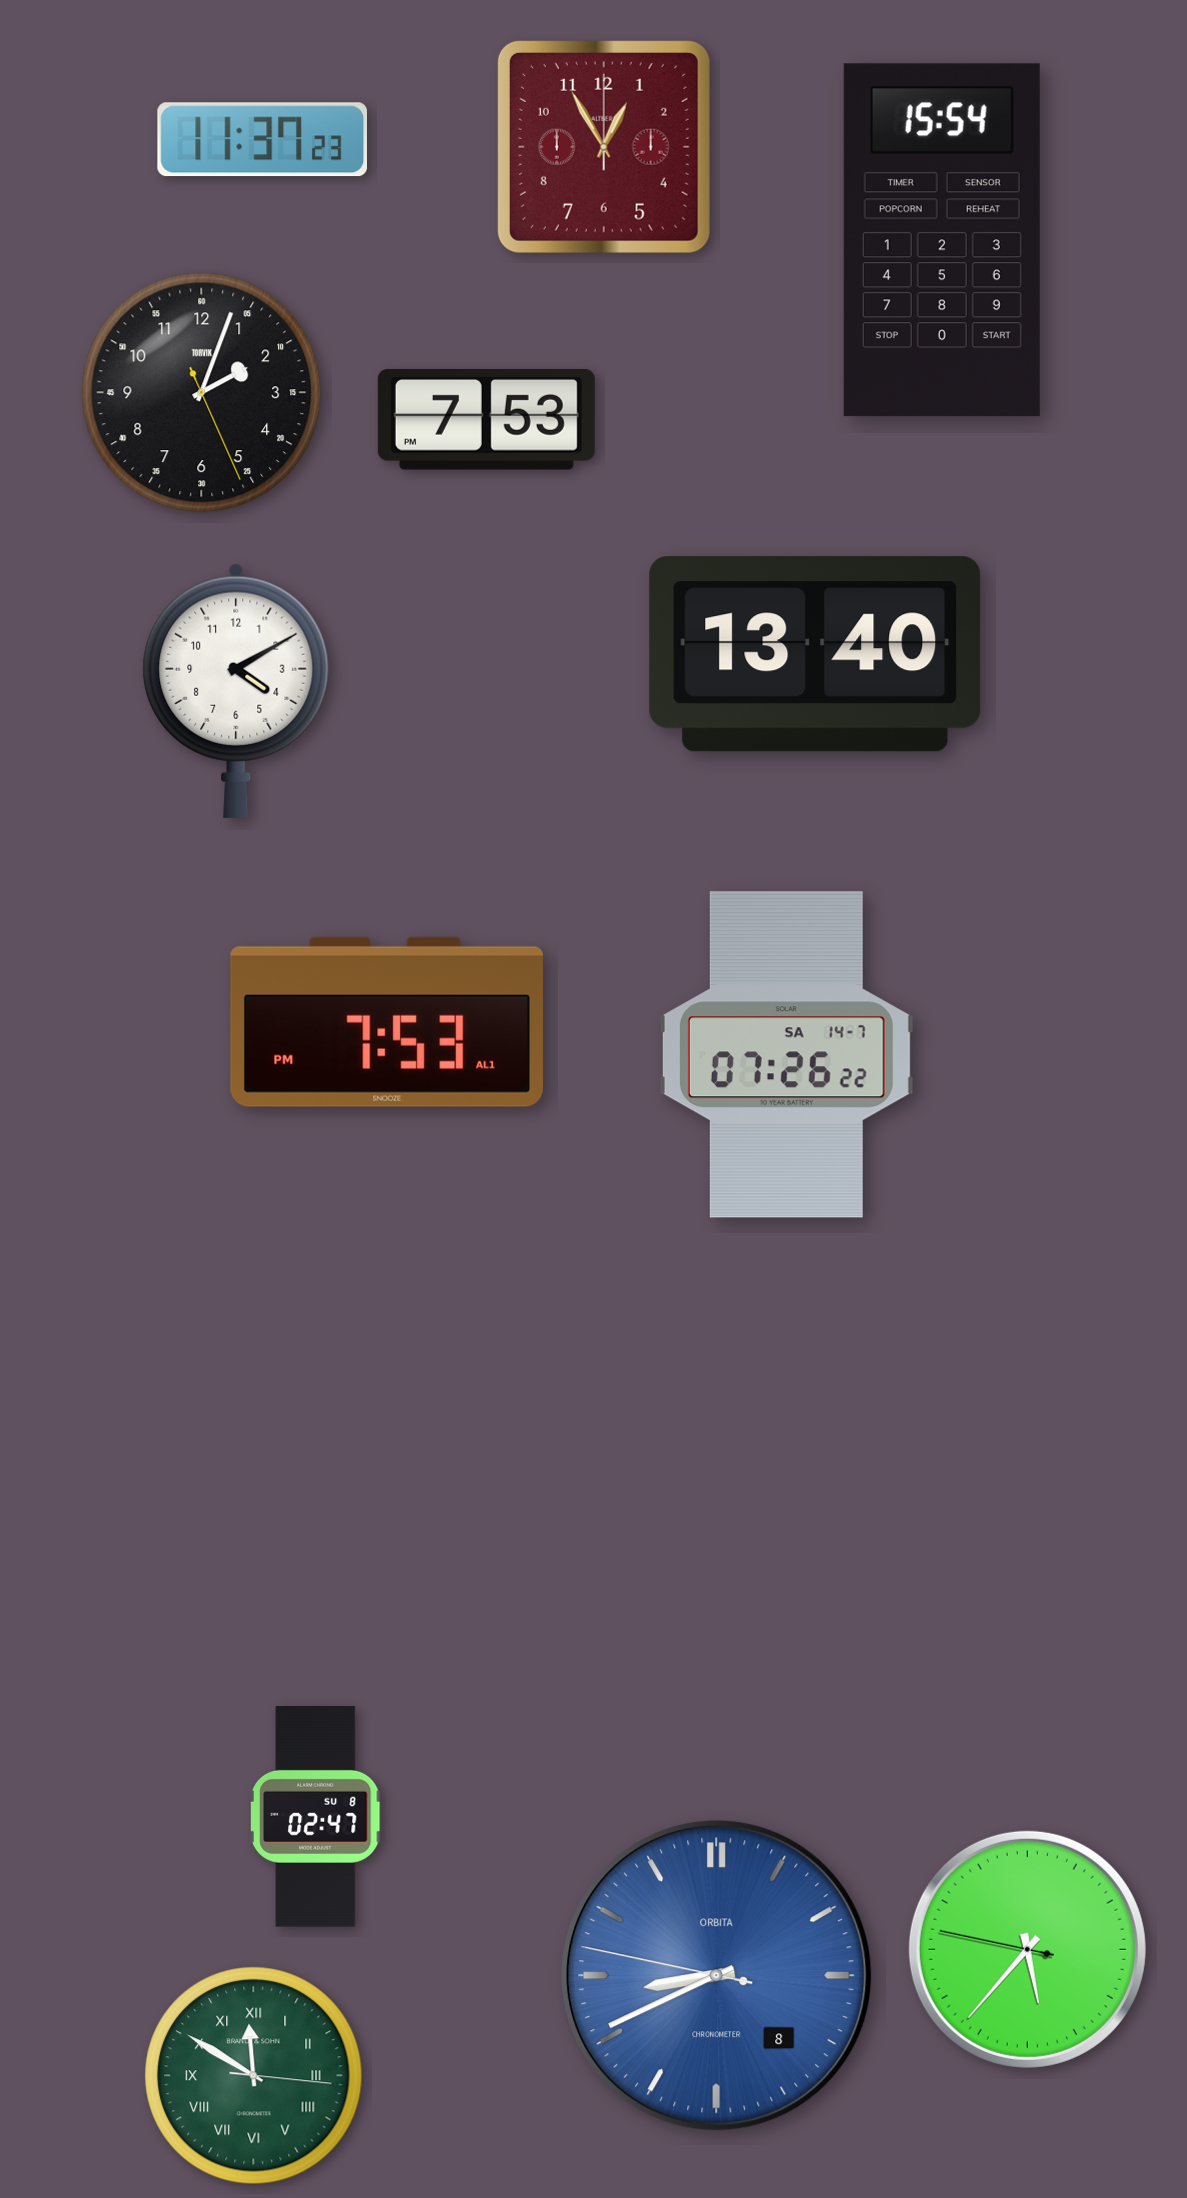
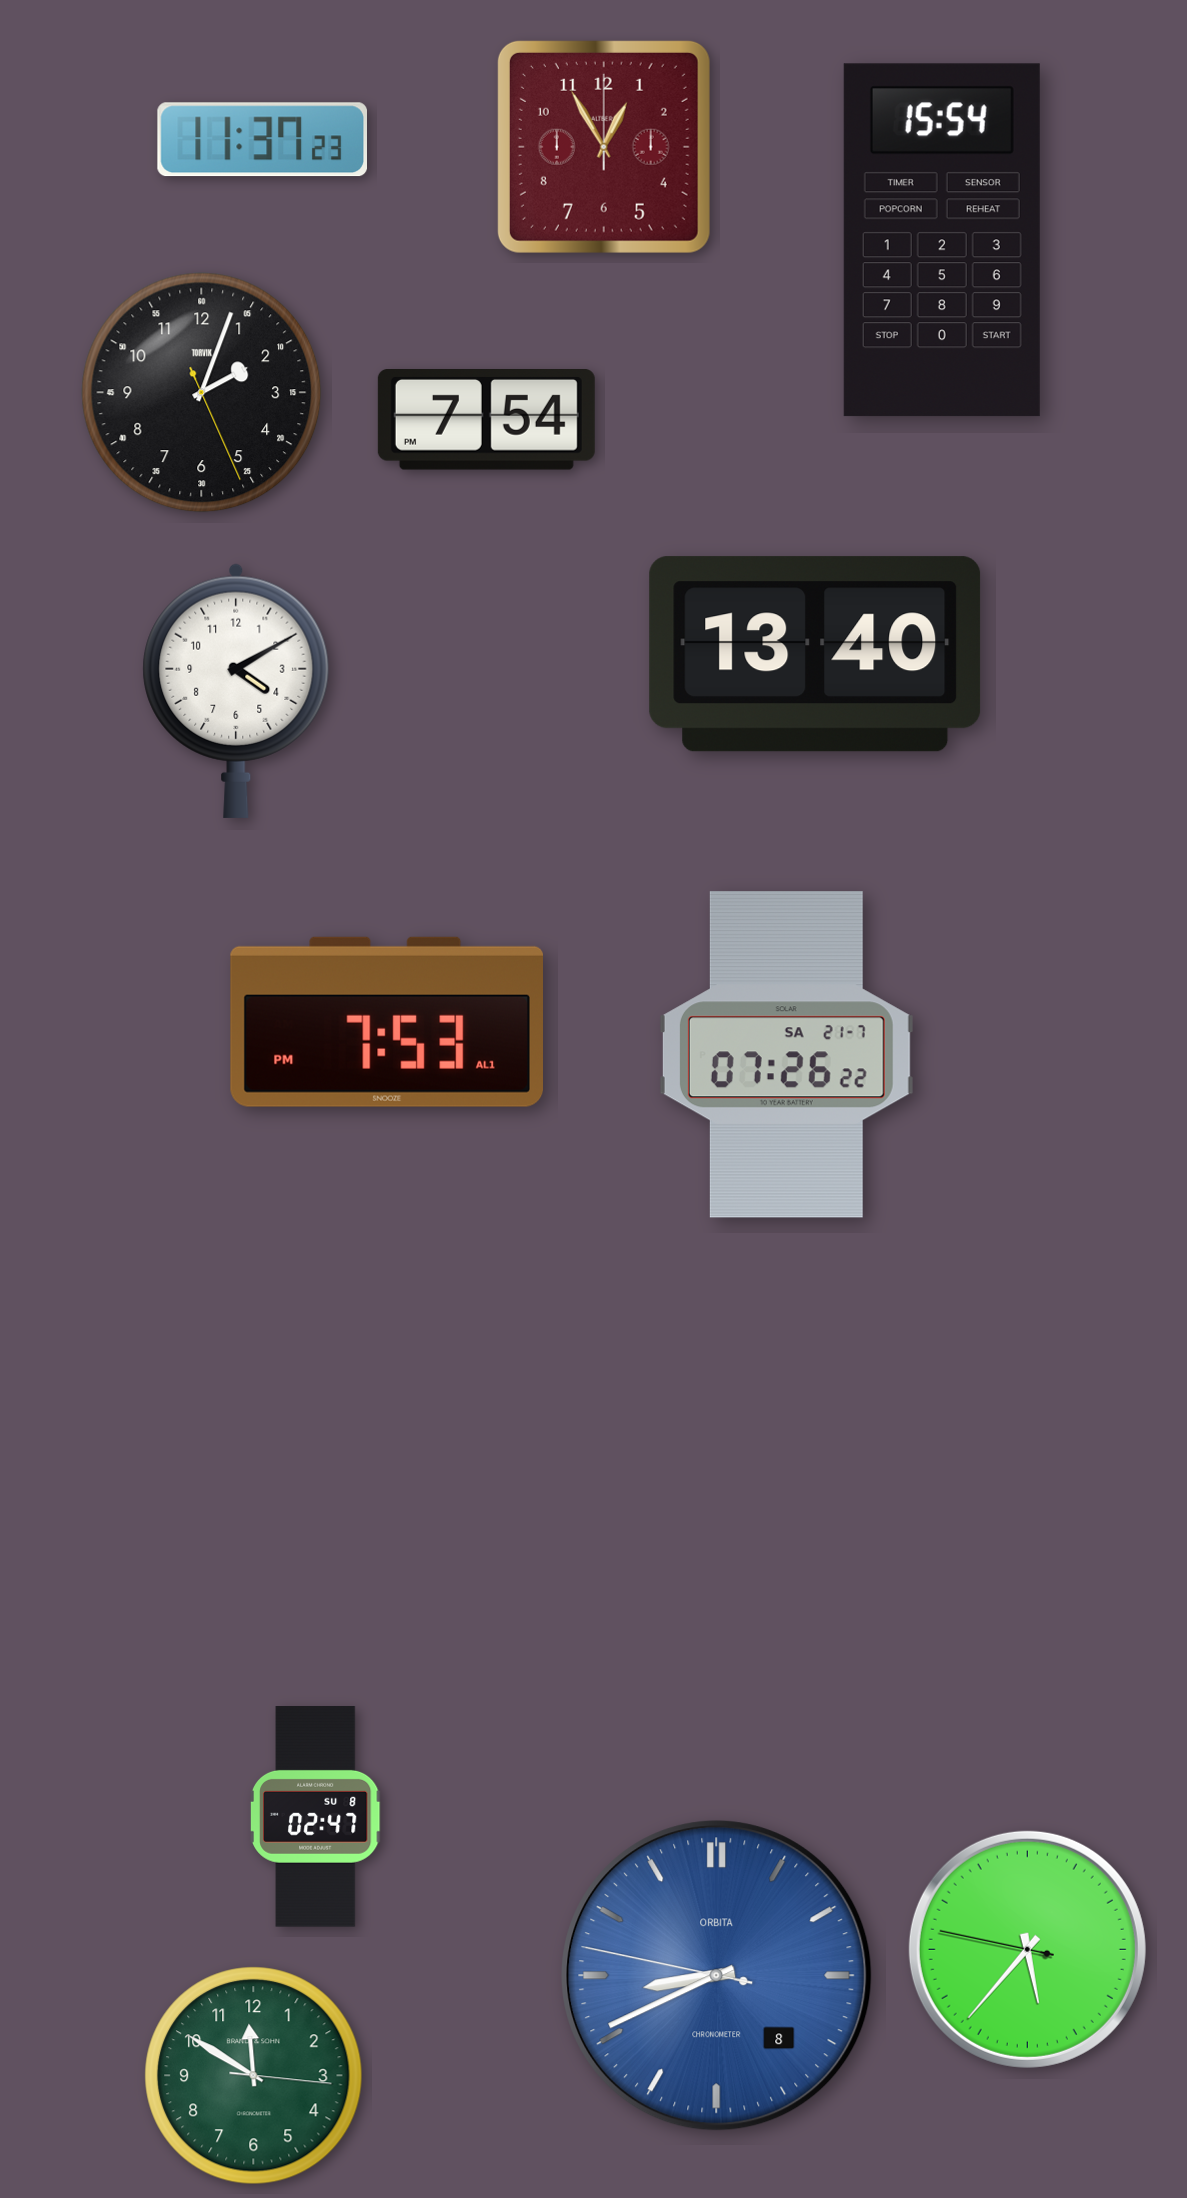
clock at (486, 420): 7:53 -> 7:54
clock at (786, 1055) date: SA 14-7 -> SA 21-7
clock at (254, 2076) numerals: Roman -> Arabic
